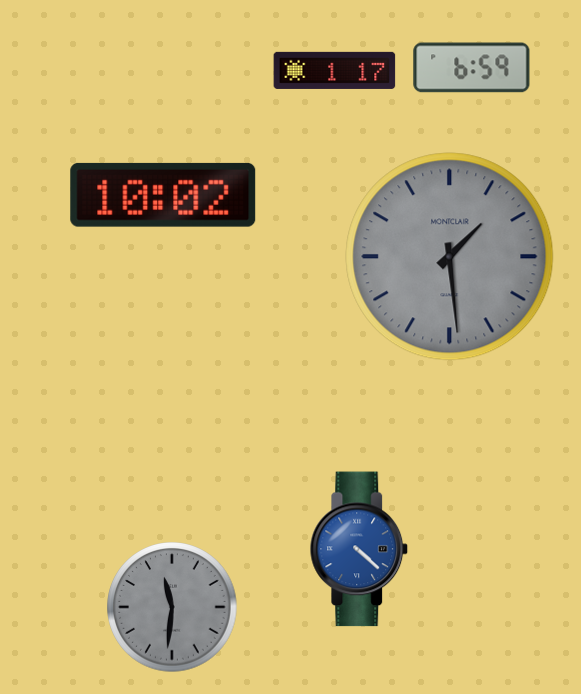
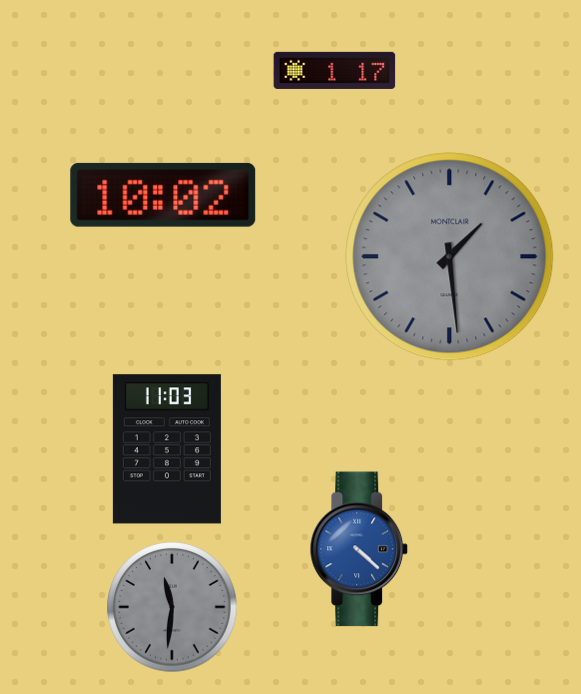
clock at (472, 68): 6:59 -> none
clock at (167, 449): none -> 11:03
